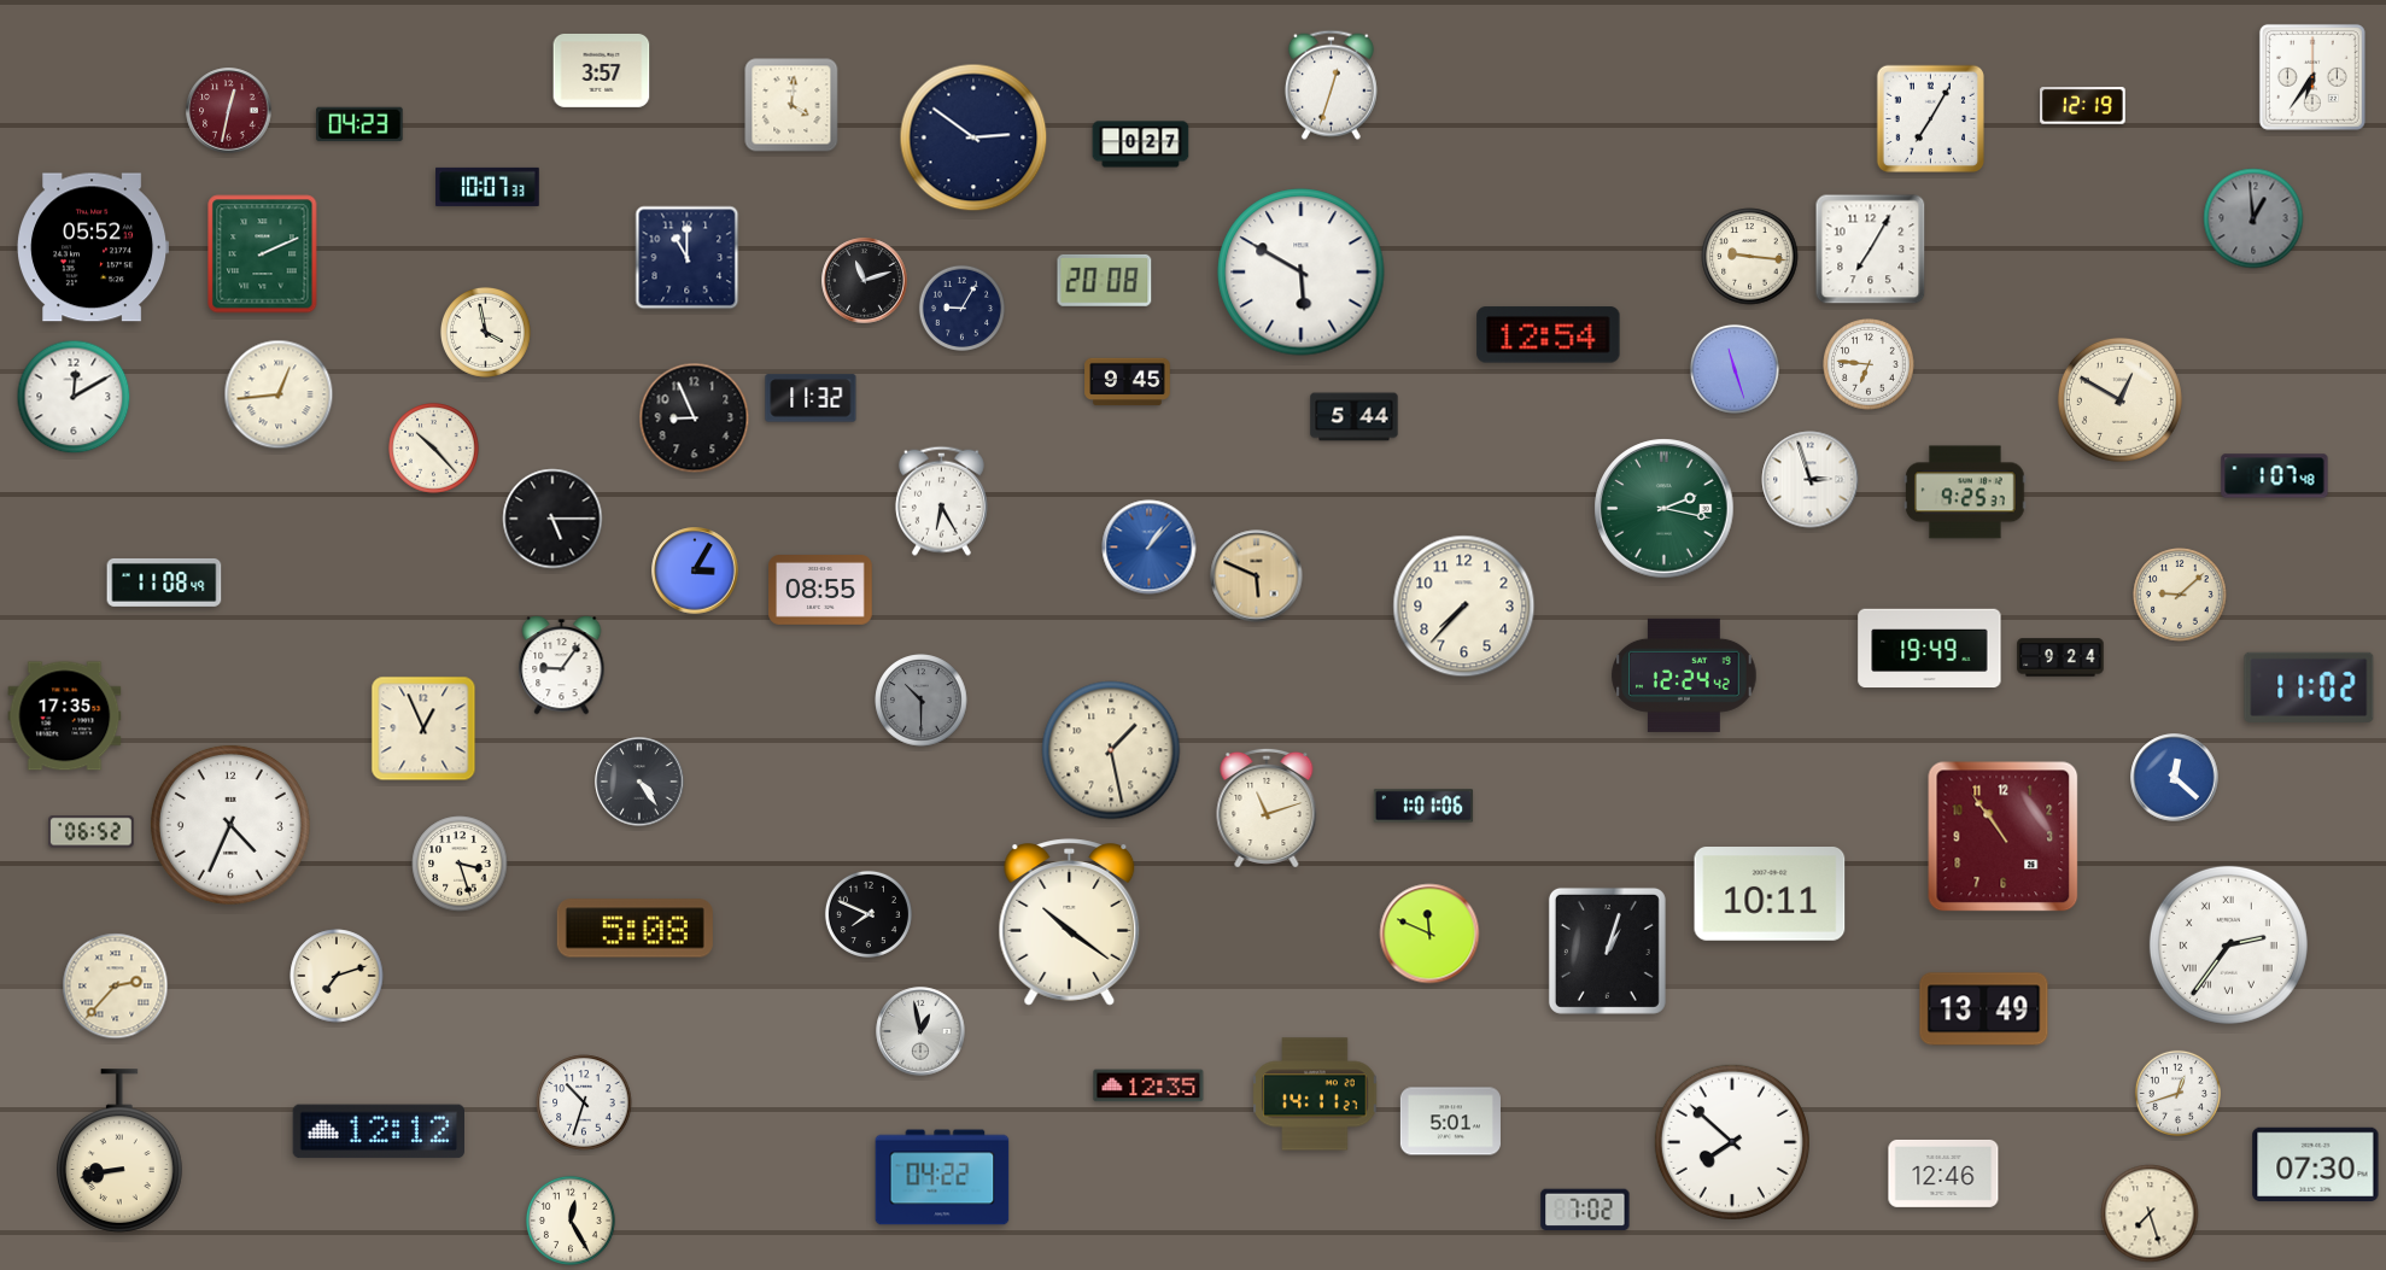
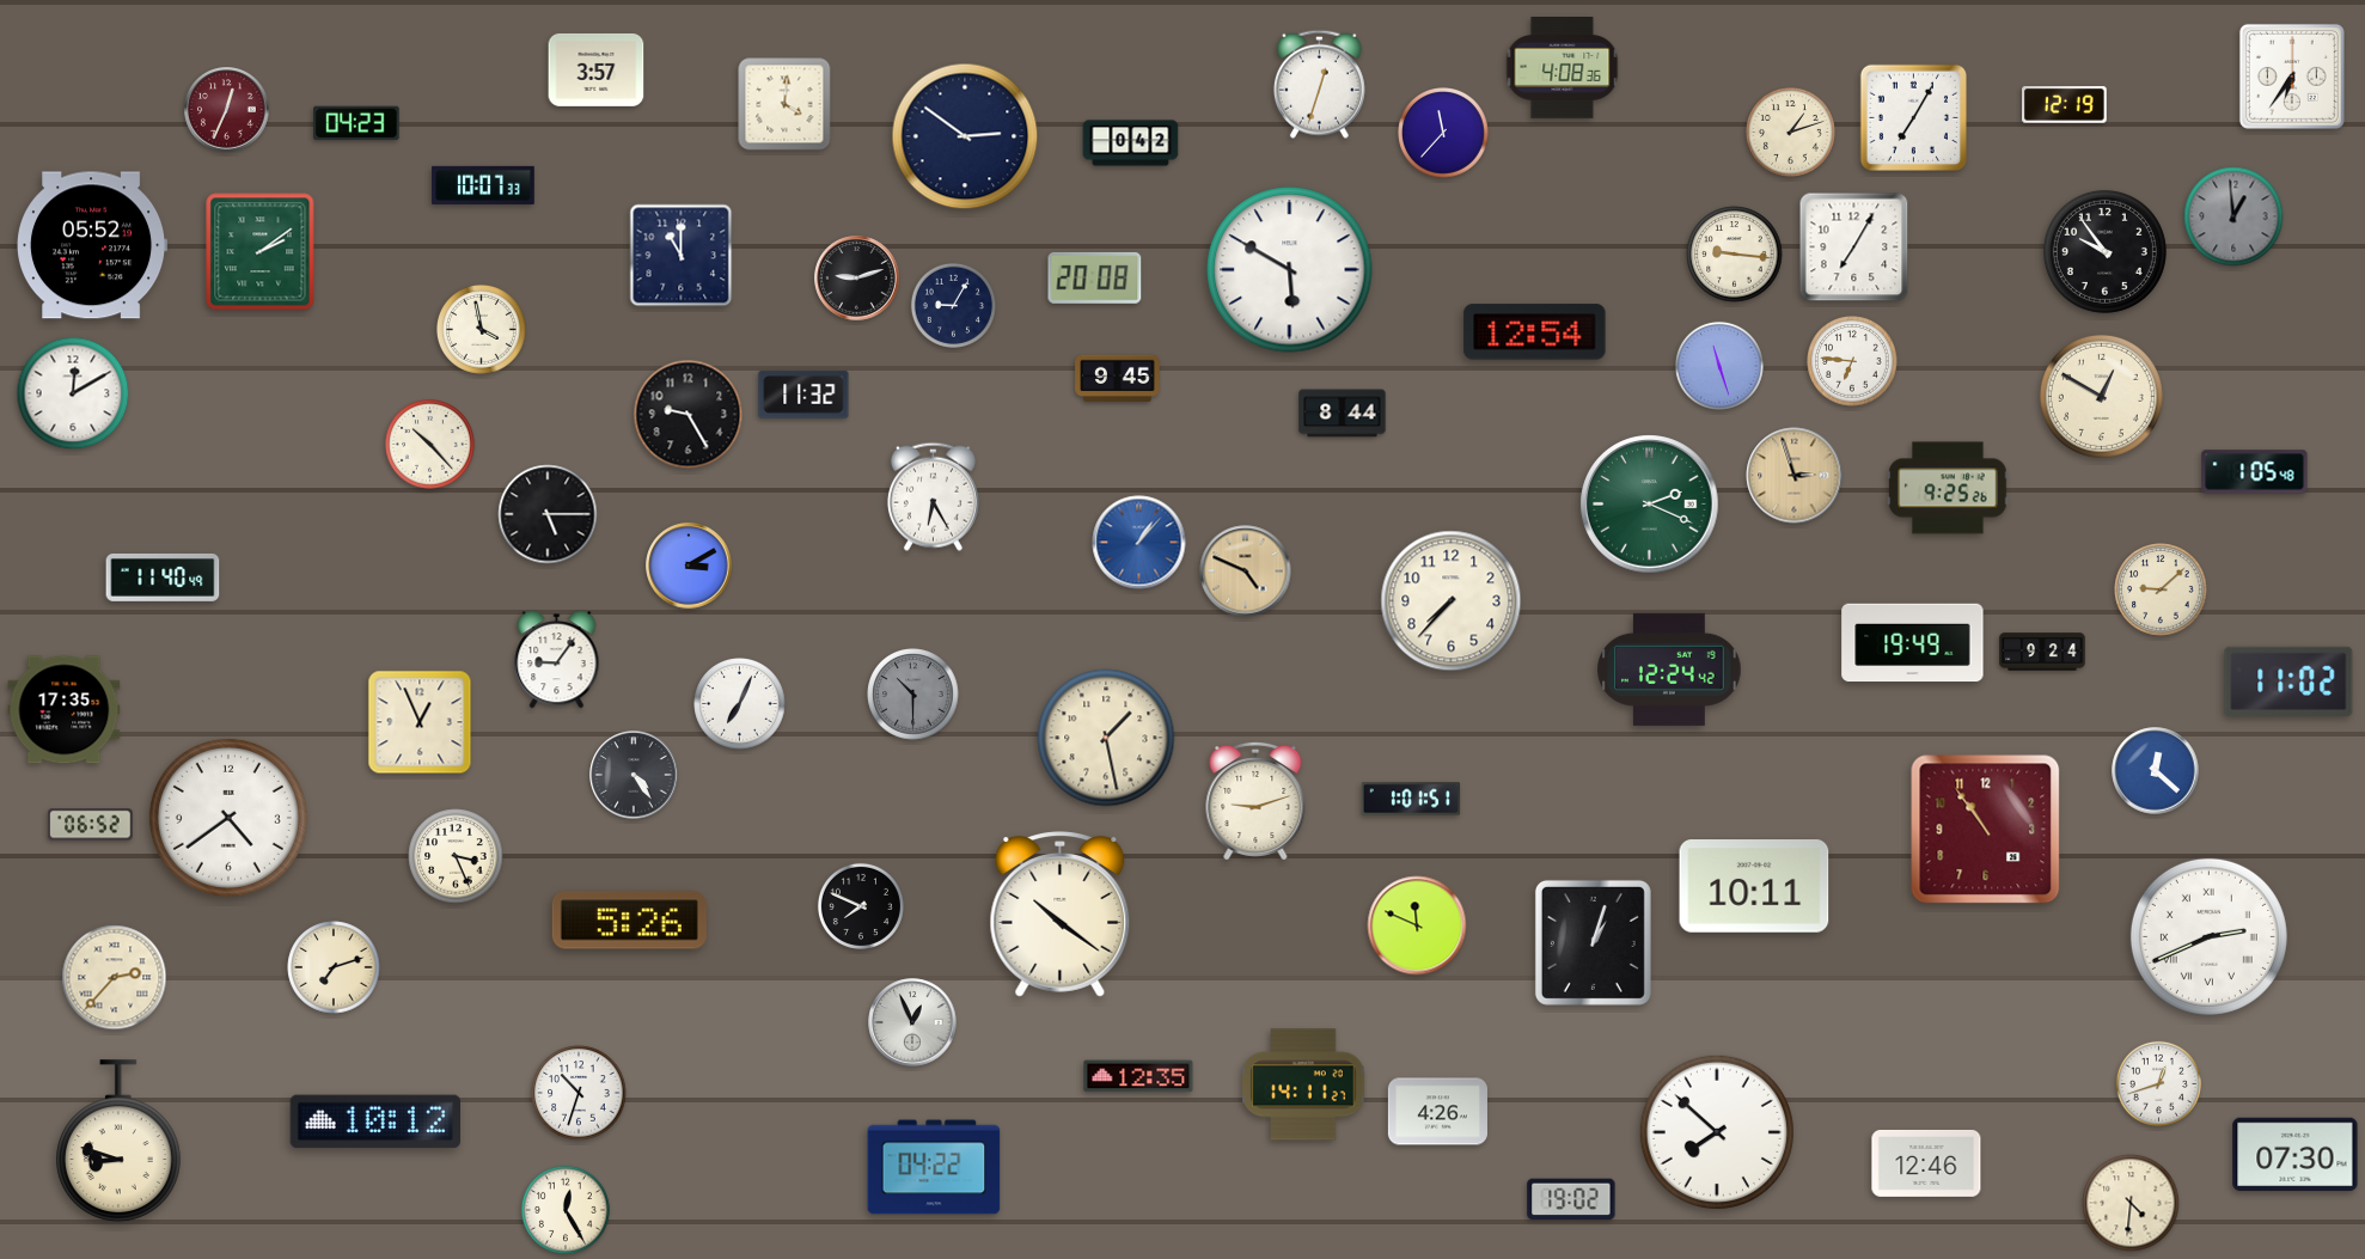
clock at (1563, 68): none -> 4:08
clock at (229, 111): 12:32 -> 12:34
clock at (1790, 132): none -> 1:12
clock at (1444, 134): none -> 11:37
clock at (1141, 145): 0:27 -> 0:42
clock at (2104, 251): none -> 9:54
clock at (263, 254): 2:11 -> 2:09
clock at (865, 281): 11:12 -> 9:12
clock at (279, 394): 12:44 -> none
clock at (1355, 417): 5:44 -> 8:44
clock at (695, 419): 8:56 -> 9:25
clock at (2275, 476): 1:07 -> 1:05
clock at (1811, 480) dial: white -> champagne
clock at (1965, 492): 9:25:37 -> 9:25:26
clock at (1665, 509): 2:17 -> 2:19
clock at (695, 570): 3:05 -> 3:10
clock at (1257, 577): 5:49 -> 4:49
clock at (164, 583): 11:08 -> 11:40
clock at (820, 591): 08:55 -> none
clock at (740, 704): none -> 7:04
clock at (1111, 750) position: (1111, 750) -> (1106, 738)
clock at (1423, 806): 1:01:06 -> 1:01:51
clock at (1267, 808): 11:12 -> 9:12
clock at (230, 825): 4:34 -> 4:39
clock at (460, 864): 3:27 -> 3:26
clock at (634, 929): 5:08 -> 5:26
clock at (2228, 944): 2:36 -> 2:41
clock at (1984, 1009): 13:49 -> none
clock at (920, 1031): 12:58 -> 12:56
clock at (1450, 1122): 5:01 -> 4:26
clock at (378, 1131): 12:12 -> 10:12
clock at (119, 1151): 8:43 -> 8:48
clock at (1585, 1210): 7:02 -> 19:02
clock at (2150, 1213): 7:27 -> 4:31
